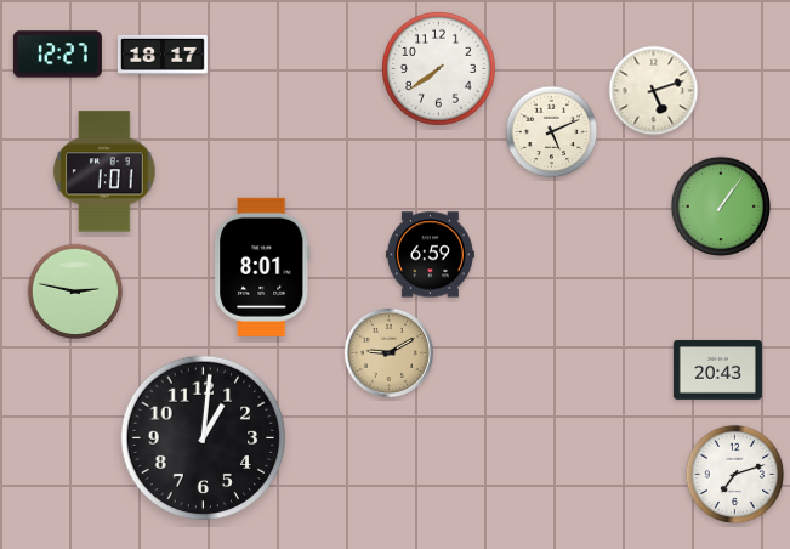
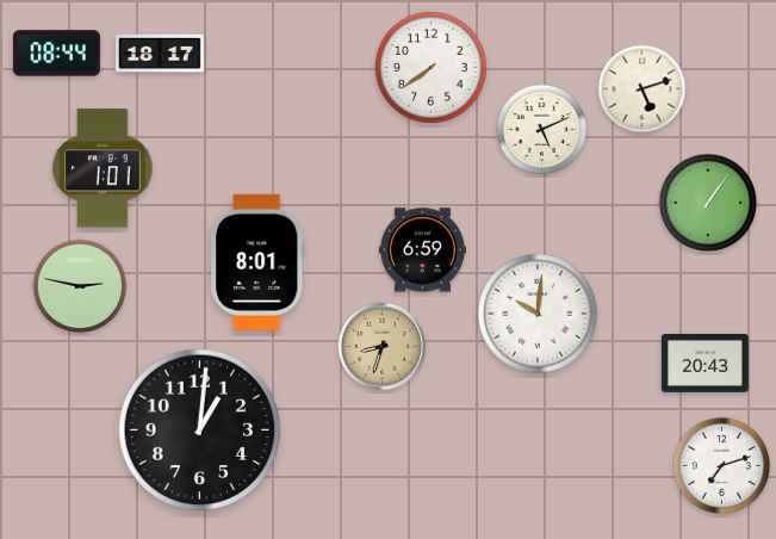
clock at (57, 55): 12:27 -> 08:44
clock at (75, 292) position: (75, 292) -> (80, 286)
clock at (538, 314): none -> 10:01
clock at (388, 352): 9:10 -> 8:33
